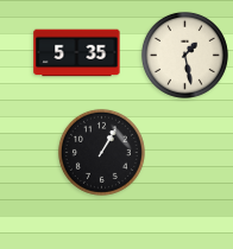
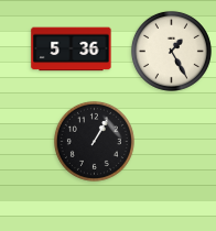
clock at (77, 53): 5:35 -> 5:36
clock at (184, 55): 1:28 -> 1:25
